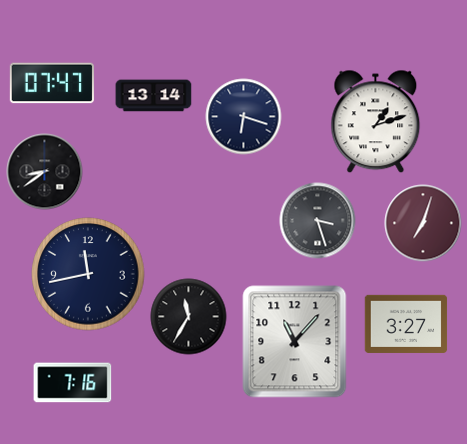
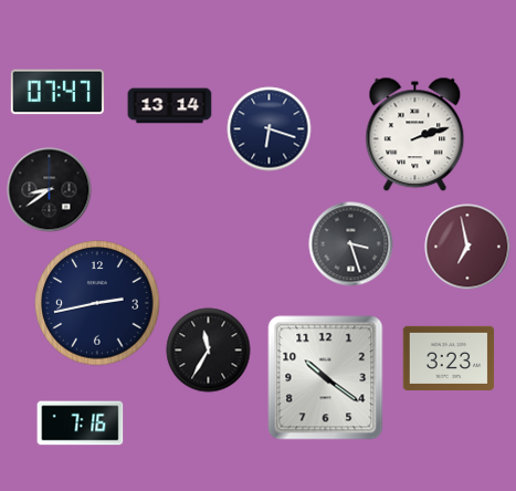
clock at (376, 122): 1:12 -> 2:12
clock at (423, 223): 7:03 -> 6:58
clock at (88, 274): 11:43 -> 2:43
clock at (406, 324): 3:27 -> 3:23
clock at (295, 342): 11:07 -> 10:21
